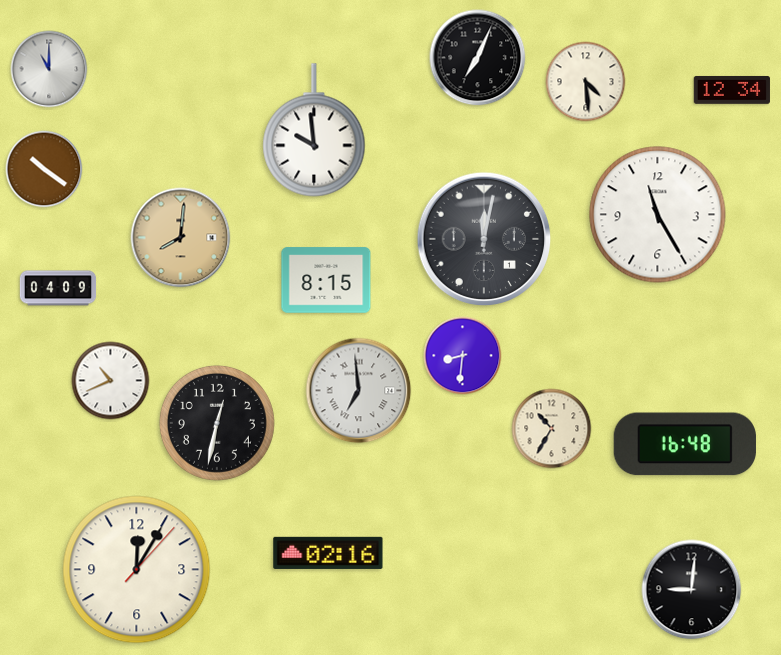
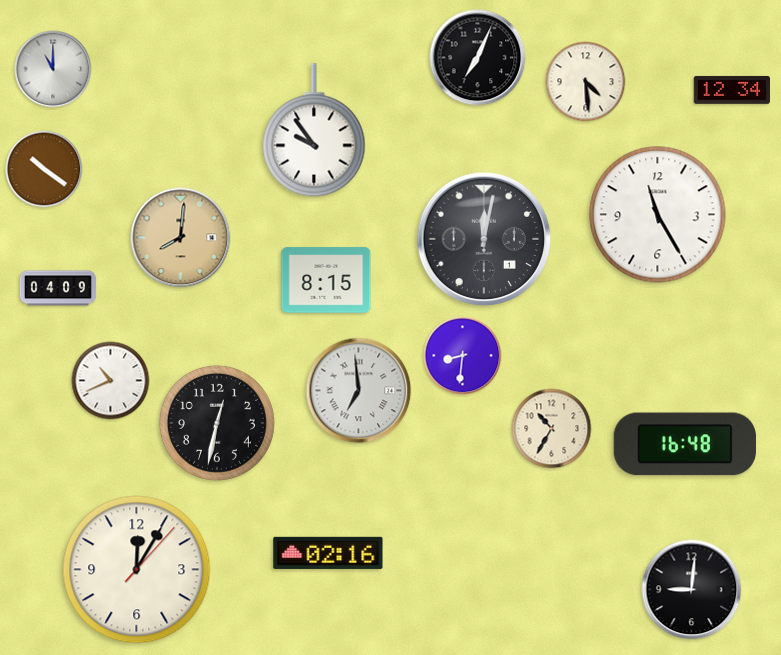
clock at (49, 69) position: (49, 69) -> (53, 69)
clock at (314, 130): 9:59 -> 9:54
